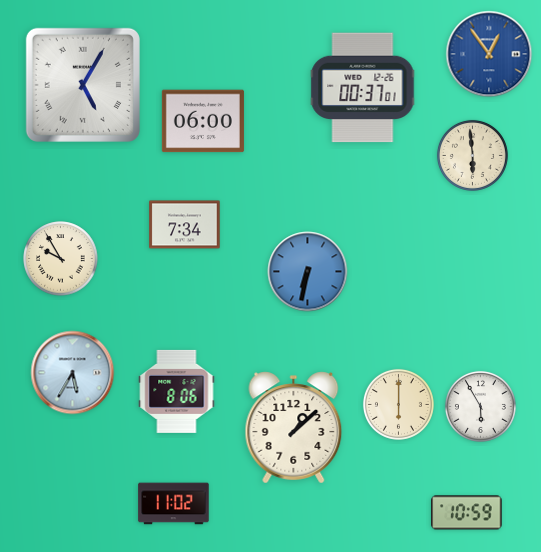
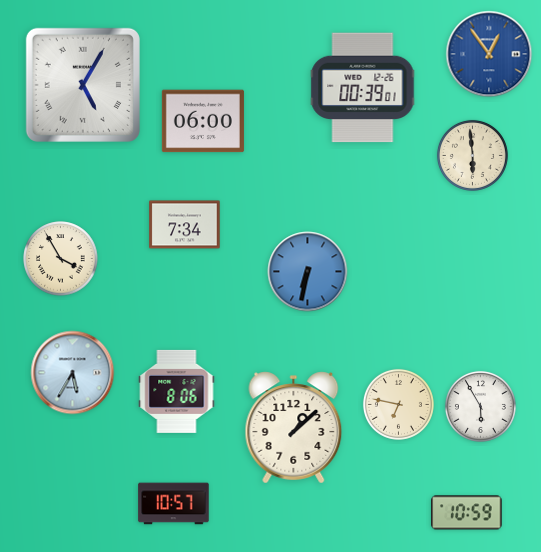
clock at (363, 88): 00:37 -> 00:39
clock at (61, 259): 9:55 -> 3:55
clock at (398, 404): 6:00 -> 6:47
clock at (174, 504): 11:02 -> 10:57
